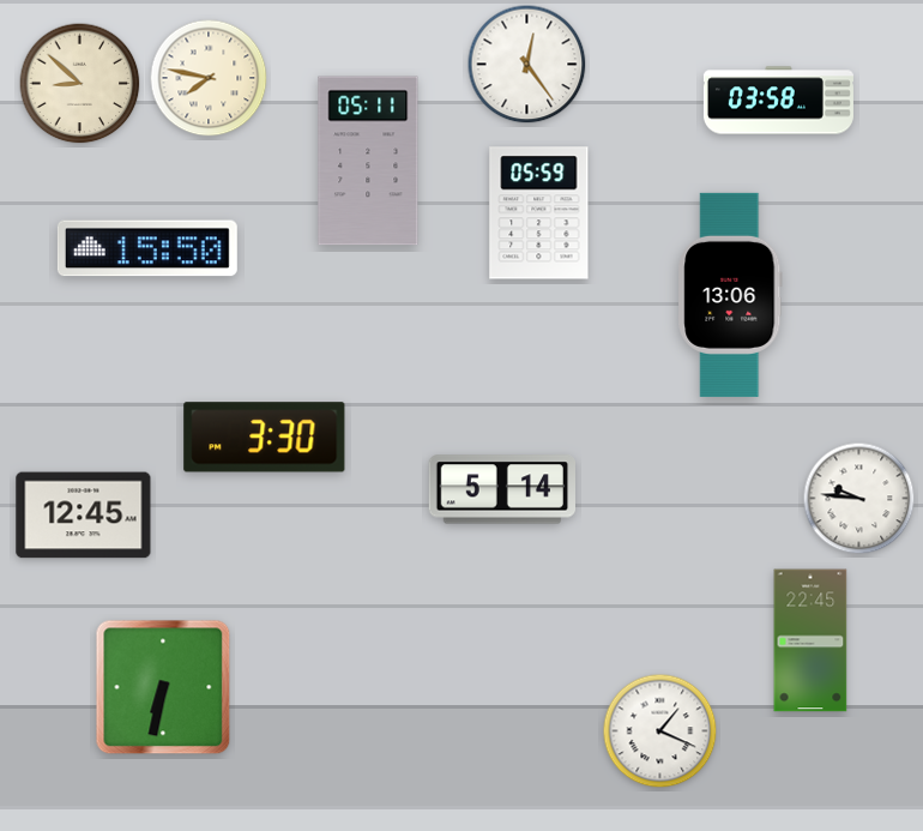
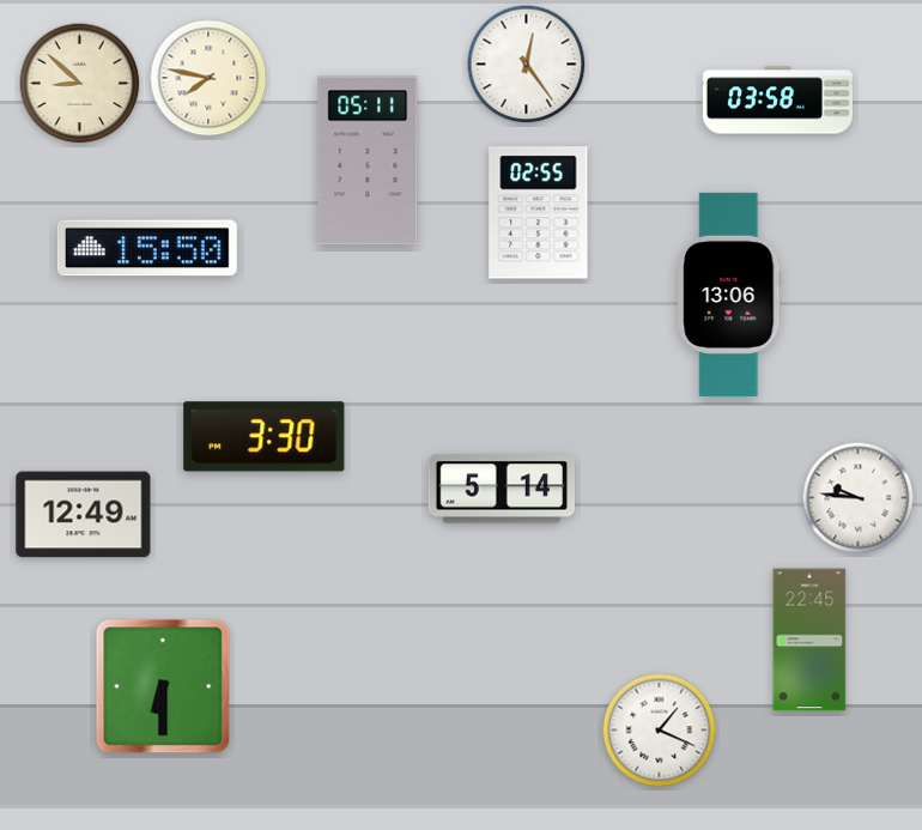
clock at (539, 213): 05:59 -> 02:55
clock at (84, 516): 12:45 -> 12:49
clock at (163, 687): 6:32 -> 6:30
